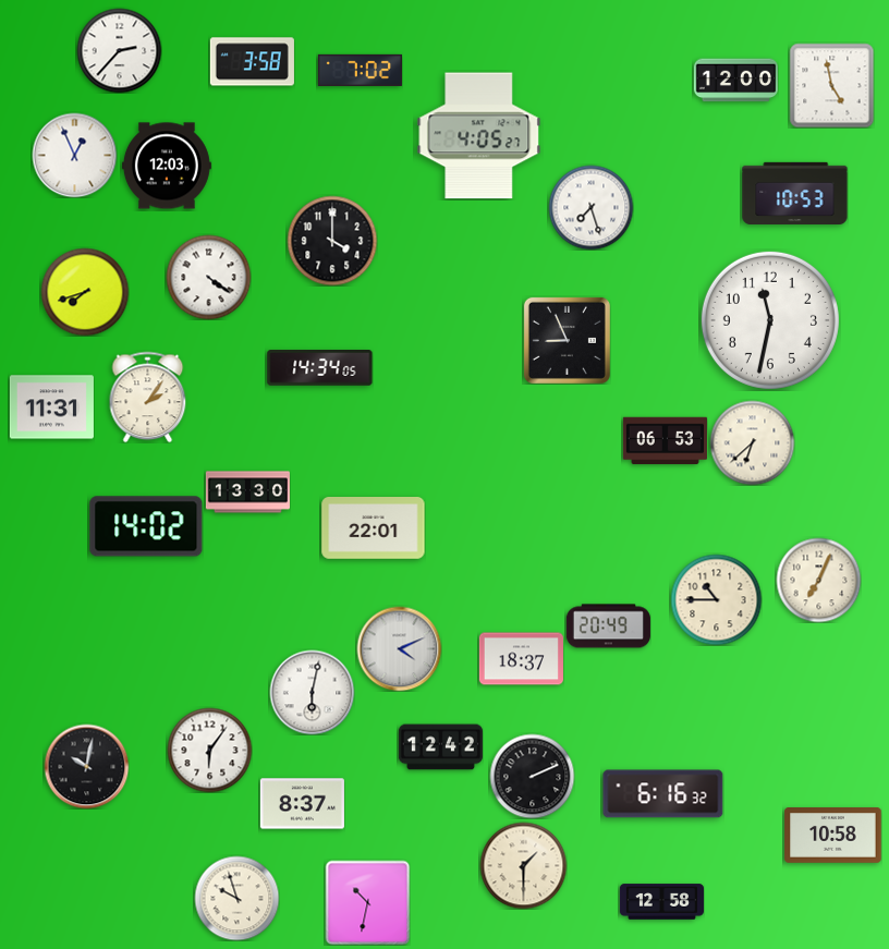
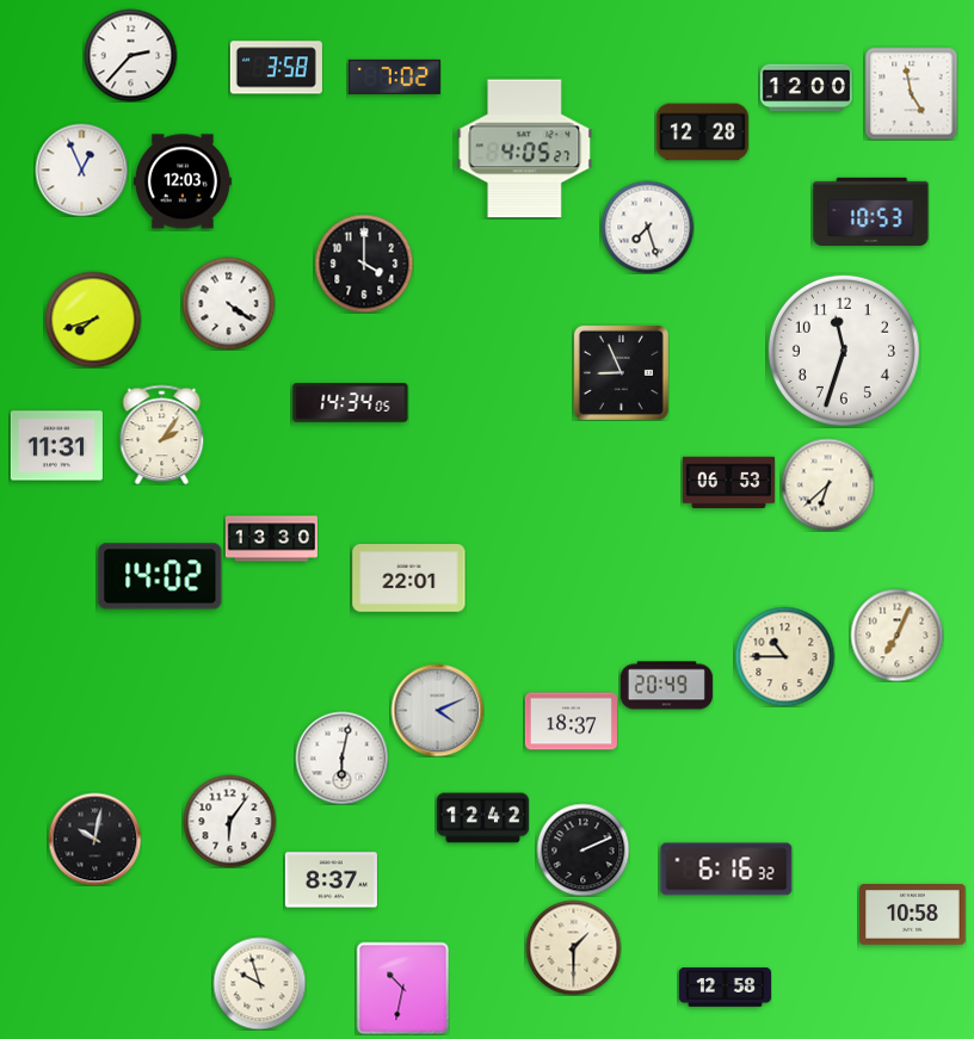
clock at (702, 132): none -> 12:28
clock at (770, 320): 11:32 -> 11:33
clock at (752, 442) position: (752, 442) -> (827, 484)
